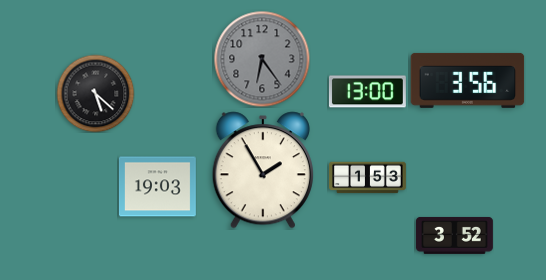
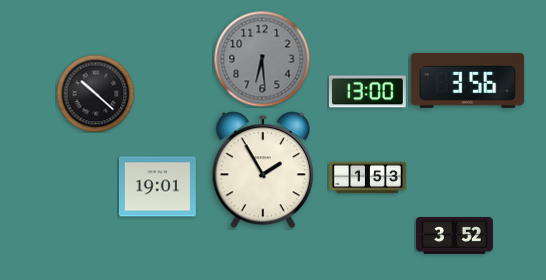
clock at (262, 59): 6:24 -> 6:29
clock at (95, 93): 5:22 -> 10:22
clock at (157, 187): 19:03 -> 19:01
